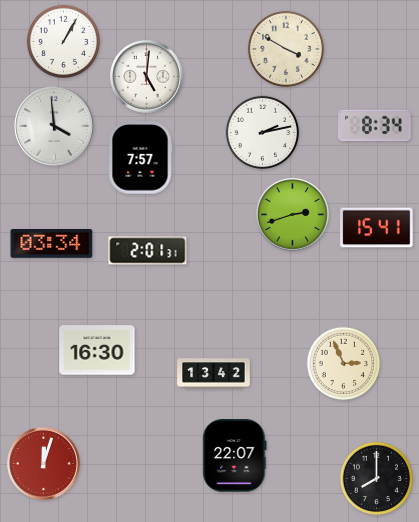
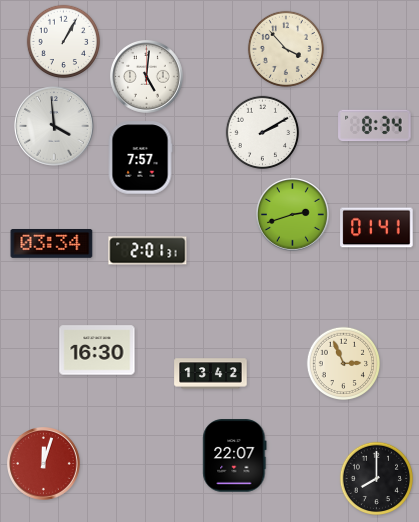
clock at (286, 49): 3:50 -> 3:53
clock at (263, 133): 2:13 -> 2:10
clock at (377, 228): 15:41 -> 01:41
clock at (214, 374) position: (214, 374) -> (211, 374)
